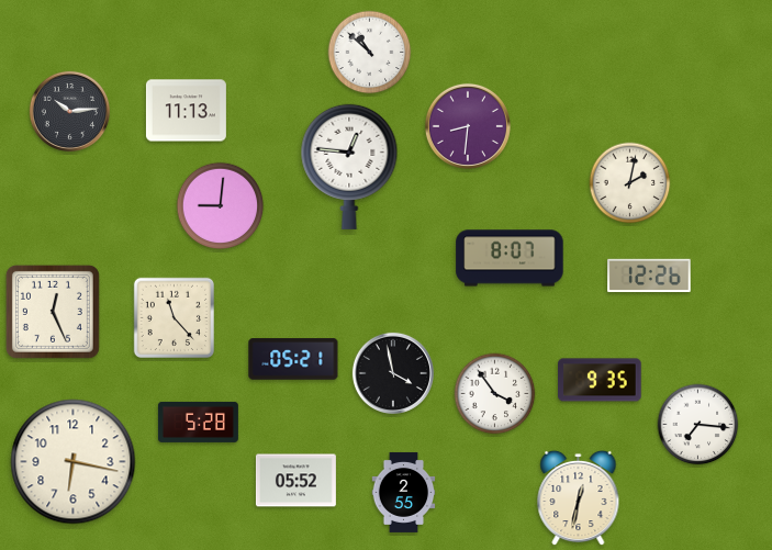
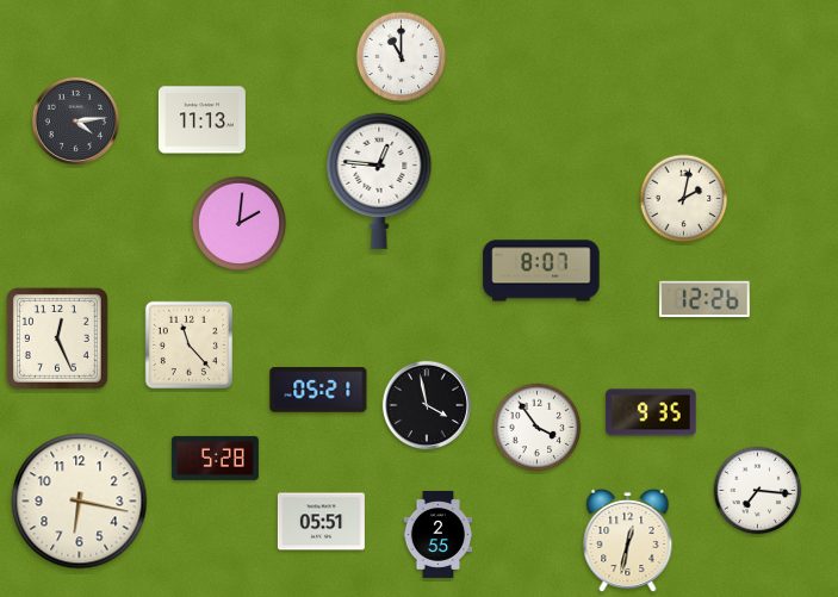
clock at (370, 53): 10:52 -> 11:00
clock at (69, 111): 10:14 -> 4:14
clock at (468, 126): 8:31 -> none
clock at (221, 206): 9:01 -> 2:01
clock at (510, 258) position: (510, 258) -> (541, 270)
clock at (698, 425) position: (698, 425) -> (758, 491)
clock at (295, 481): 05:52 -> 05:51
